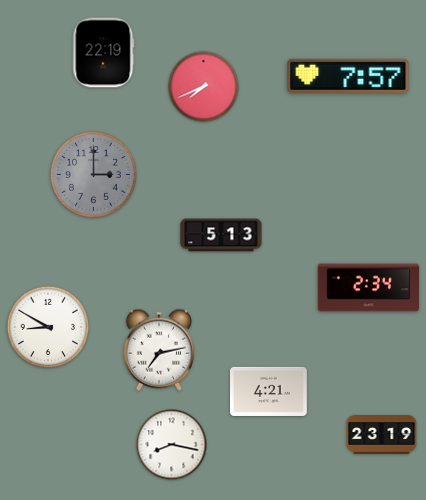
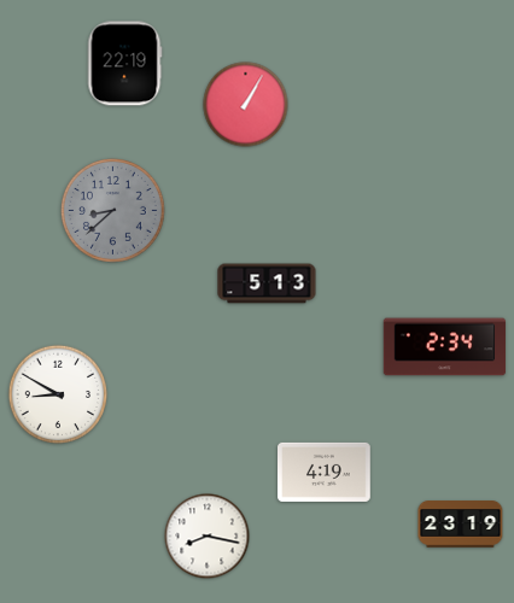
clock at (348, 76): 7:57 -> none
clock at (204, 87): 7:41 -> 1:05
clock at (93, 174): 3:00 -> 8:38
clock at (158, 350): 7:13 -> none
clock at (269, 391): 4:21 -> 4:19
